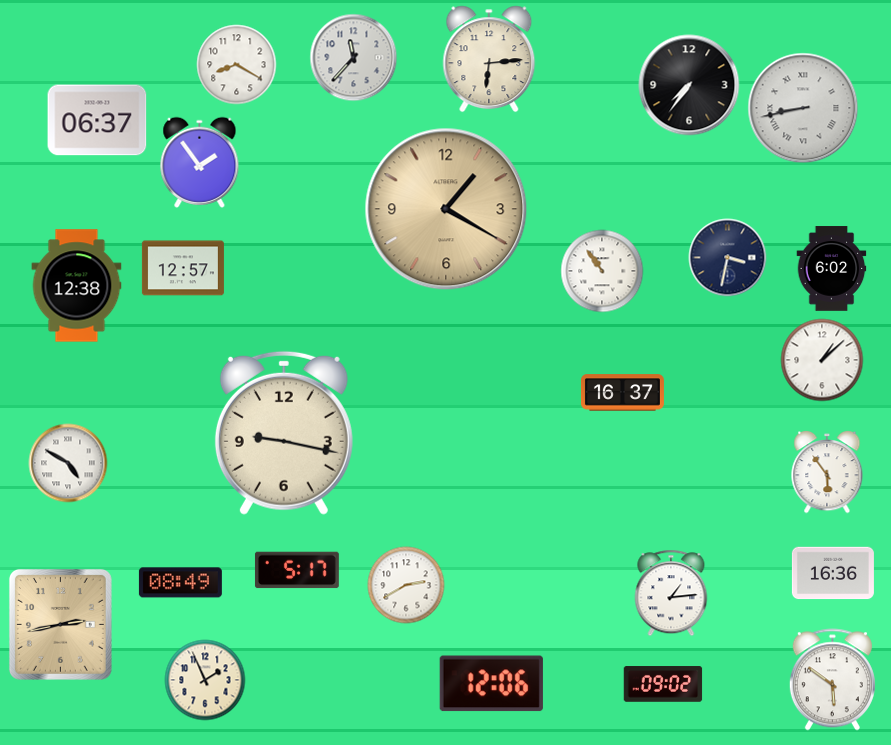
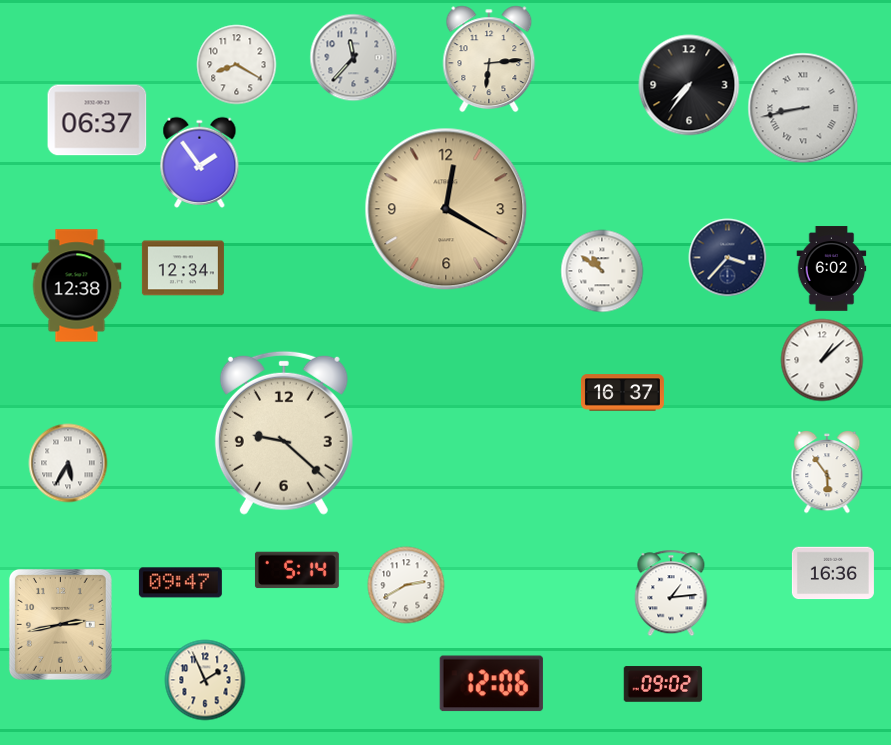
clock at (446, 209): 1:20 -> 12:20
clock at (728, 258): 3:32 -> 3:37
clock at (183, 268): 12:57 -> 12:34
clock at (602, 271): 10:54 -> 10:51
clock at (284, 433): 9:17 -> 9:22
clock at (68, 463): 4:50 -> 5:35
clock at (297, 570): 5:17 -> 5:14
clock at (180, 583): 08:49 -> 09:47
clock at (832, 680): 5:51 -> none
